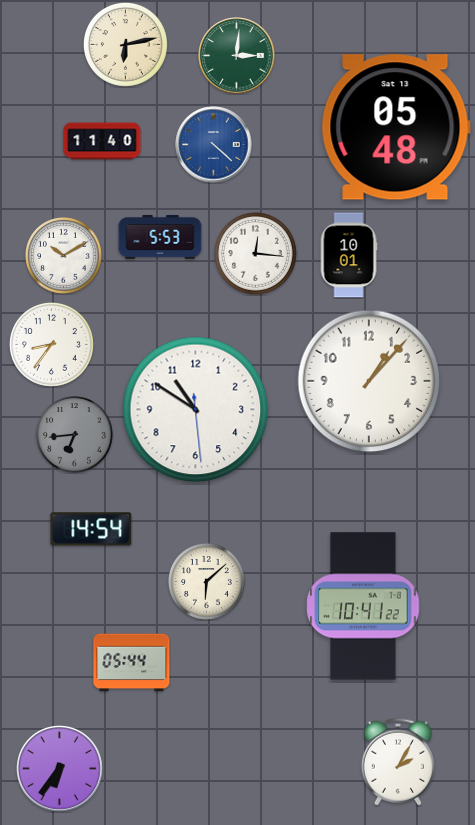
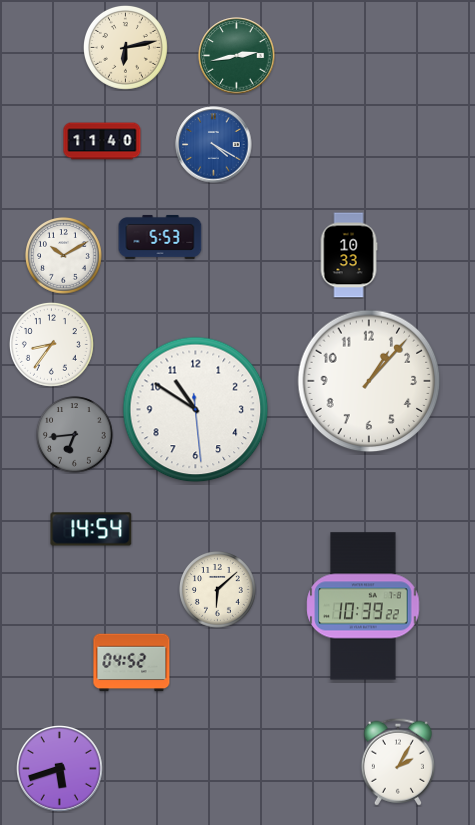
clock at (125, 44) position: (125, 44) -> (125, 47)
clock at (237, 56): 3:01 -> 2:43
clock at (396, 127): 05:48 -> none
clock at (214, 145): 4:22 -> 4:20
clock at (255, 253): 12:16 -> none
clock at (349, 255): 10:01 -> 10:33
clock at (207, 582) position: (207, 582) -> (218, 590)
clock at (363, 606): 10:41 -> 10:39
clock at (132, 663): 05:44 -> 04:52
clock at (60, 769): 6:36 -> 5:42
